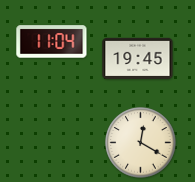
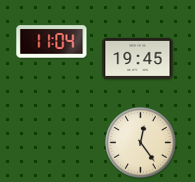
clock at (141, 143): 12:20 -> 12:24
